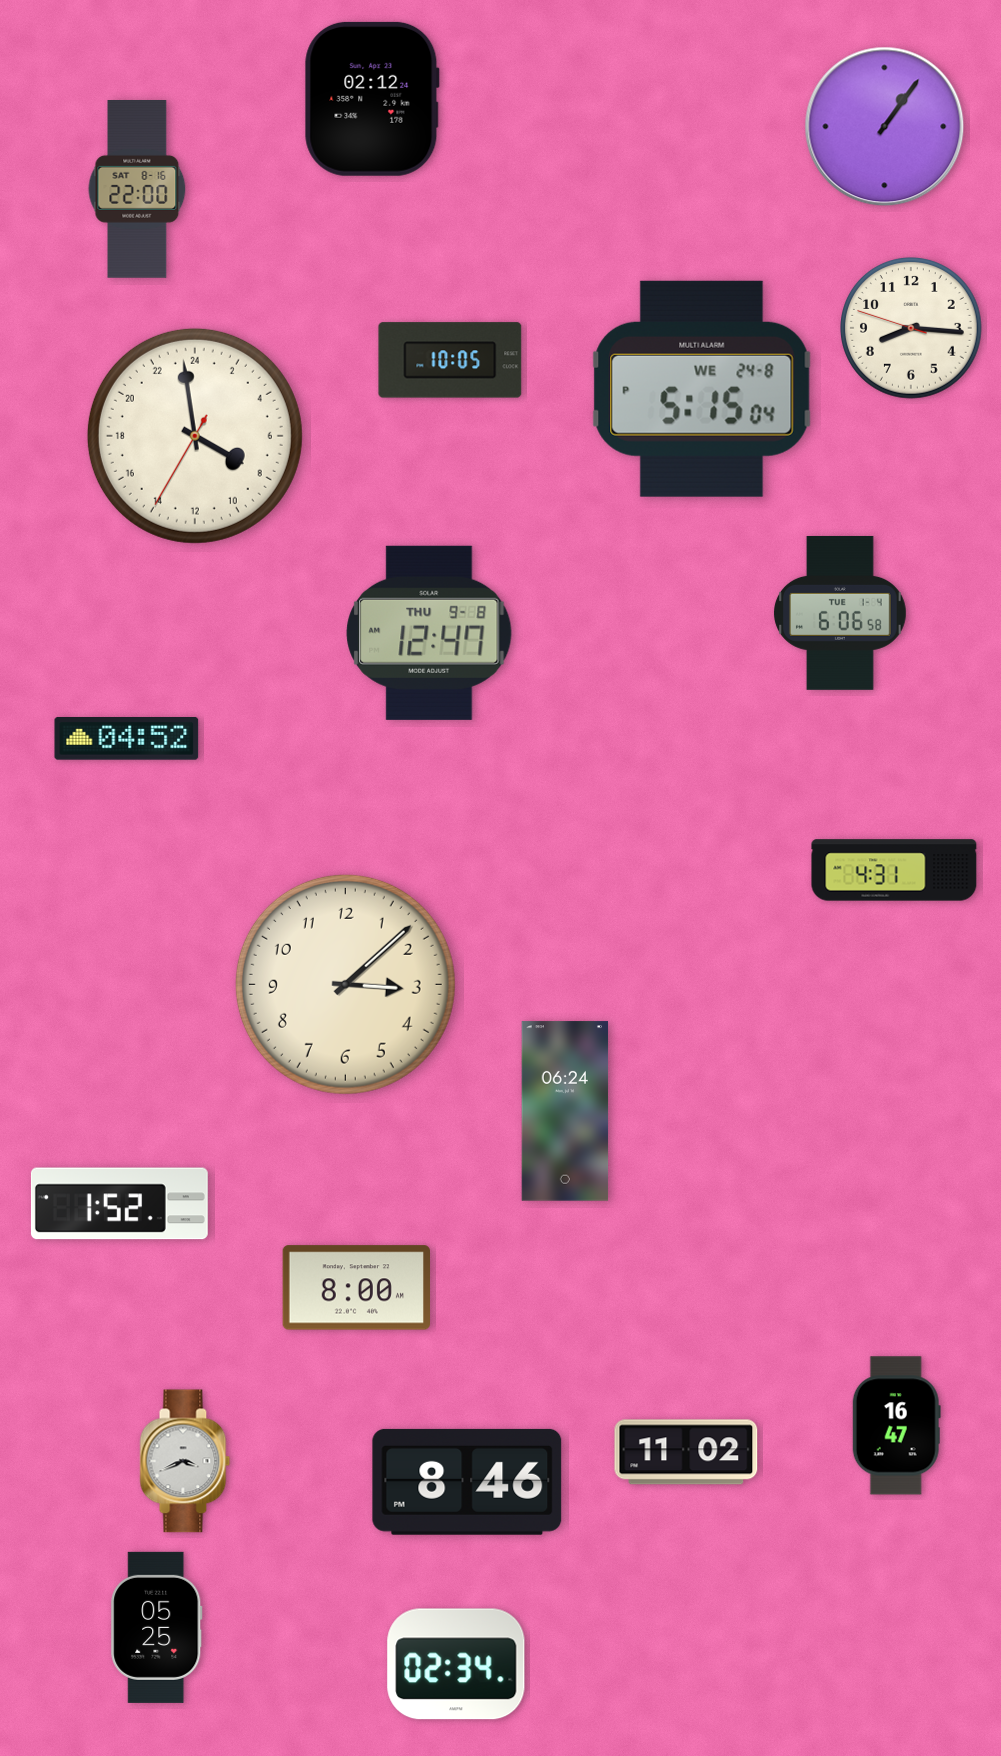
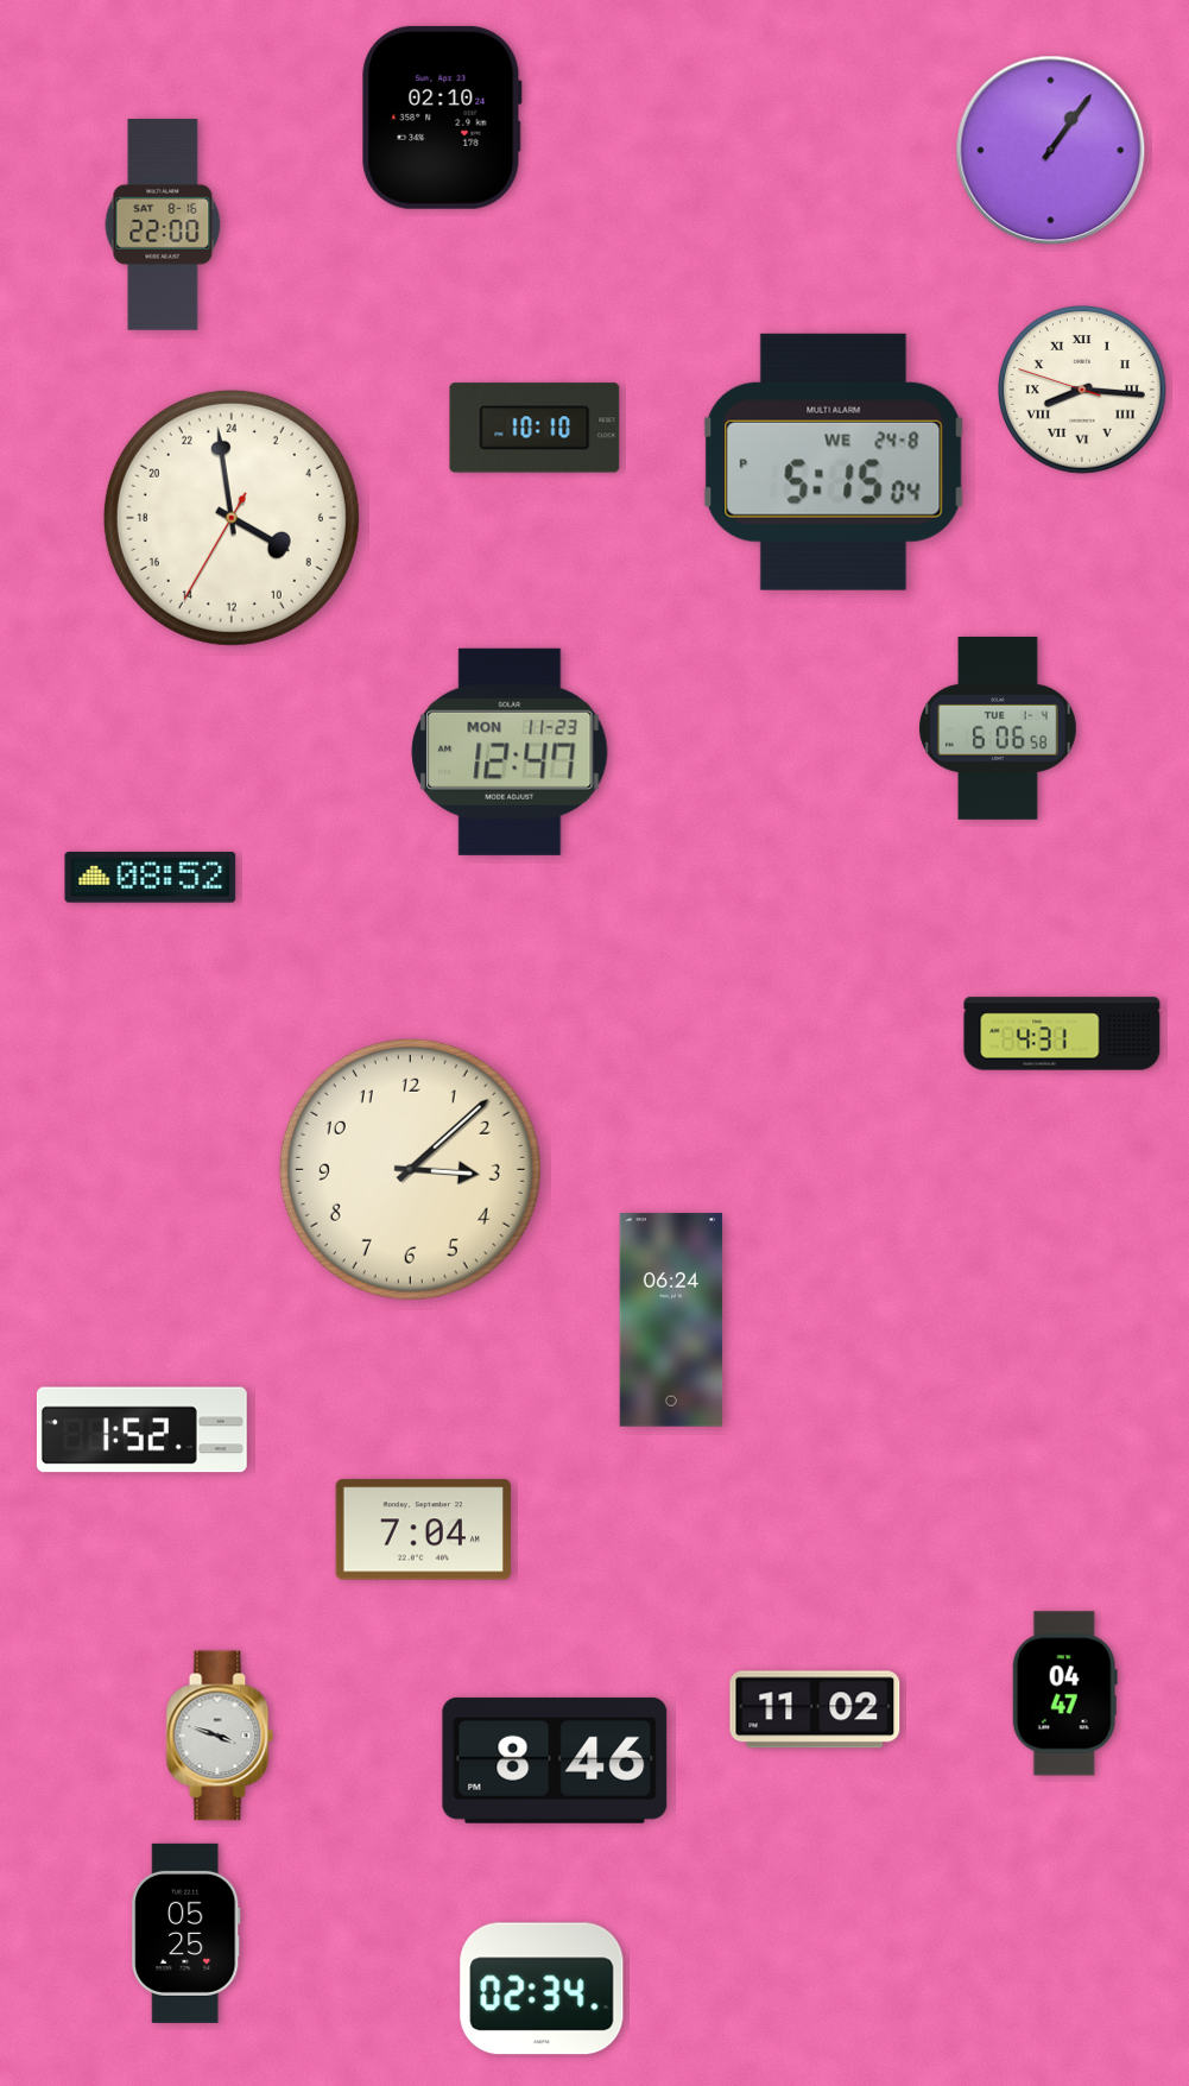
clock at (372, 99): 02:12 -> 02:10
clock at (912, 329) numerals: Arabic -> Roman
clock at (450, 360): 10:05 -> 10:10
clock at (429, 633) date: THU 9-8 -> MON 11-23
clock at (127, 739): 04:52 -> 08:52
clock at (356, 1288): 8:00 -> 7:04
clock at (896, 1426): 16:47 -> 04:47
clock at (686, 1452) position: (686, 1452) -> (815, 1709)
clock at (185, 1461): 3:41 -> 3:48
clock at (456, 1664) position: (456, 1664) -> (542, 1989)
